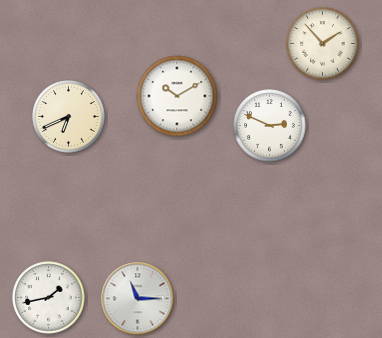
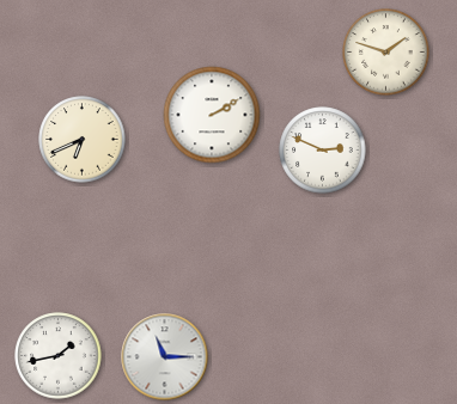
clock at (323, 44): 1:53 -> 1:48
clock at (177, 96): 10:10 -> 2:10
